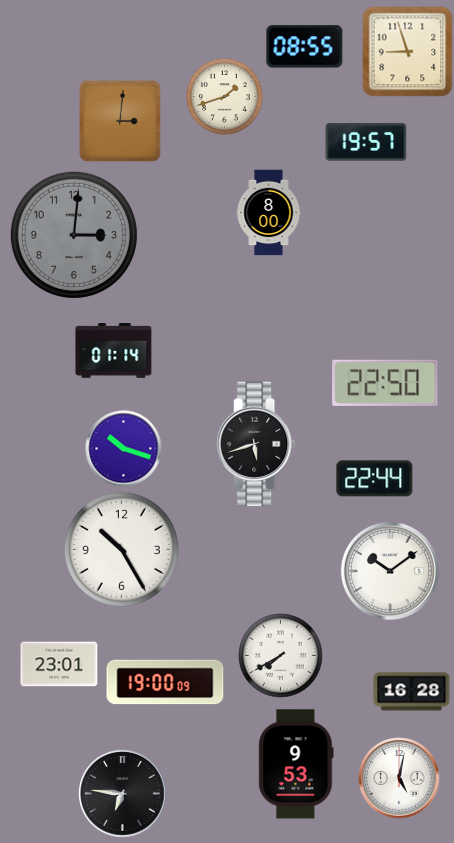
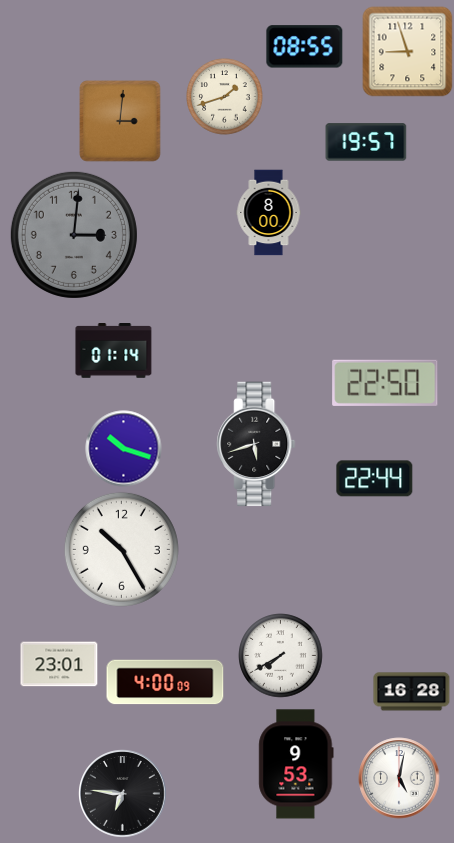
clock at (390, 571): 10:09 -> none
clock at (165, 682): 19:00 -> 4:00
